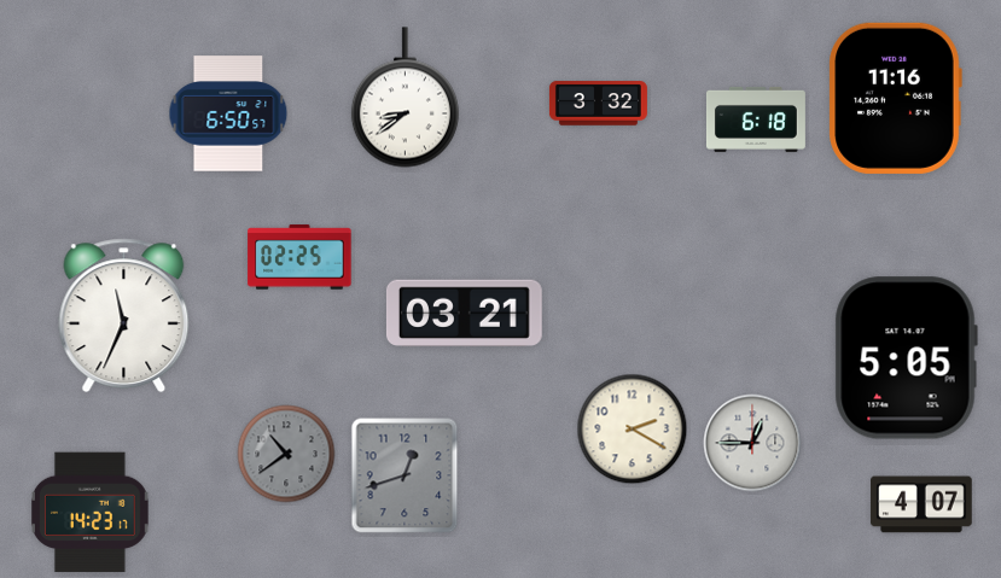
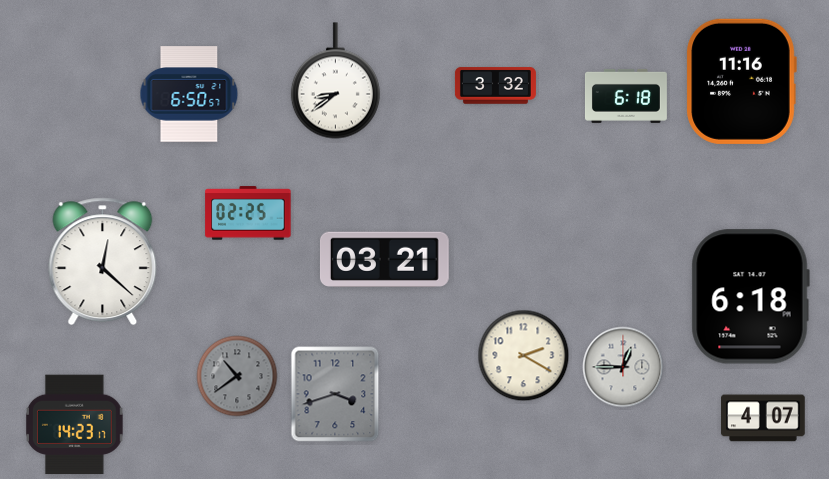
clock at (756, 119) position: (756, 119) -> (626, 96)
clock at (124, 316): 11:34 -> 12:22
clock at (906, 358): 5:05 -> 6:18
clock at (405, 475): 12:42 -> 3:42
